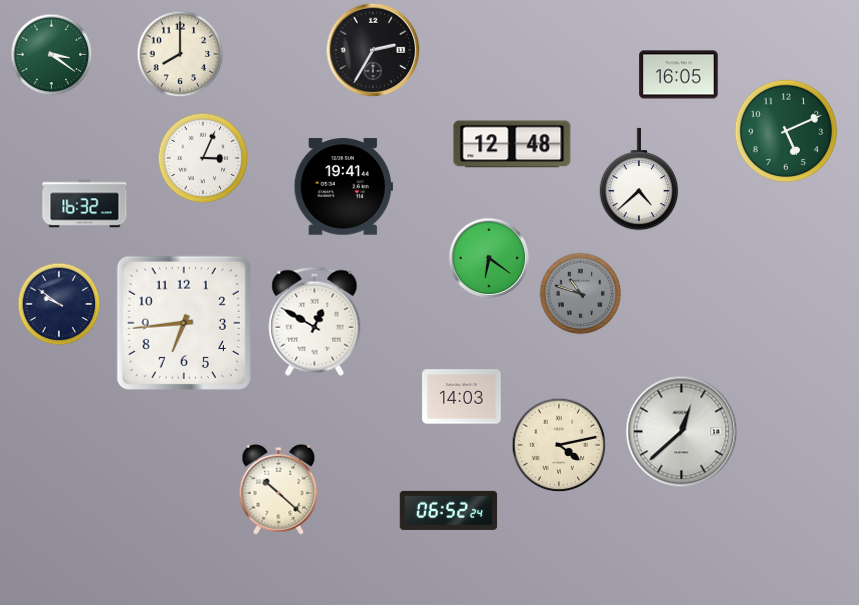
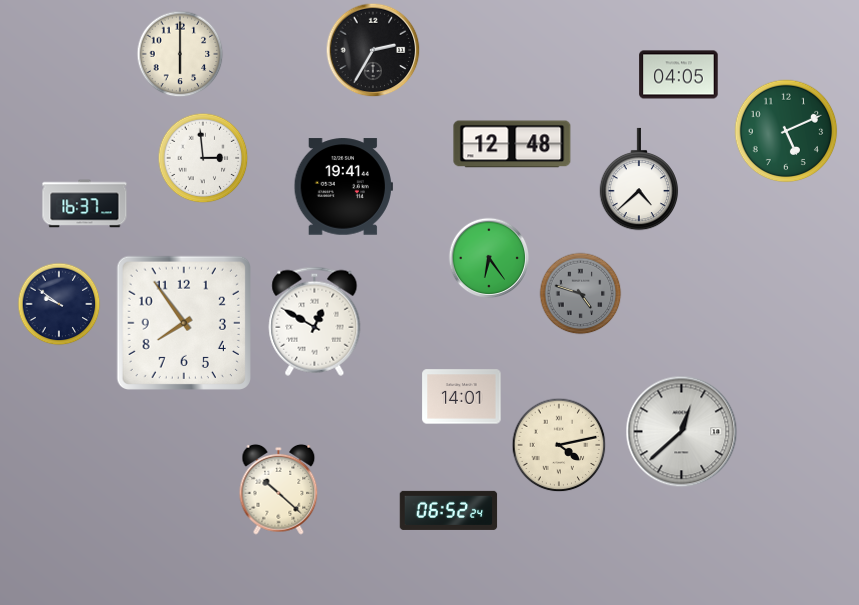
clock at (180, 54): 8:00 -> 6:00
clock at (52, 55): 3:21 -> none
clock at (679, 75): 16:05 -> 04:05
clock at (203, 158): 3:04 -> 2:59
clock at (85, 204): 16:32 -> 16:37
clock at (489, 258): 6:21 -> 6:24
clock at (581, 294): 10:48 -> 4:48
clock at (184, 323): 6:44 -> 7:54
clock at (462, 397): 14:03 -> 14:01
